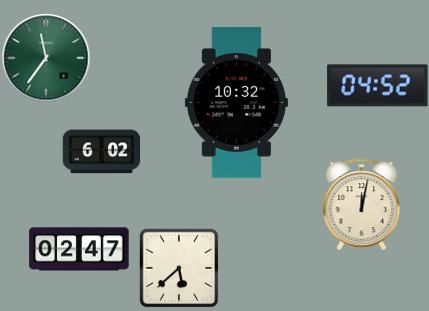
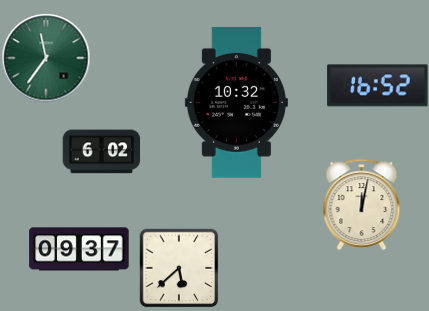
clock at (378, 86): 04:52 -> 16:52
clock at (79, 249): 02:47 -> 09:37
